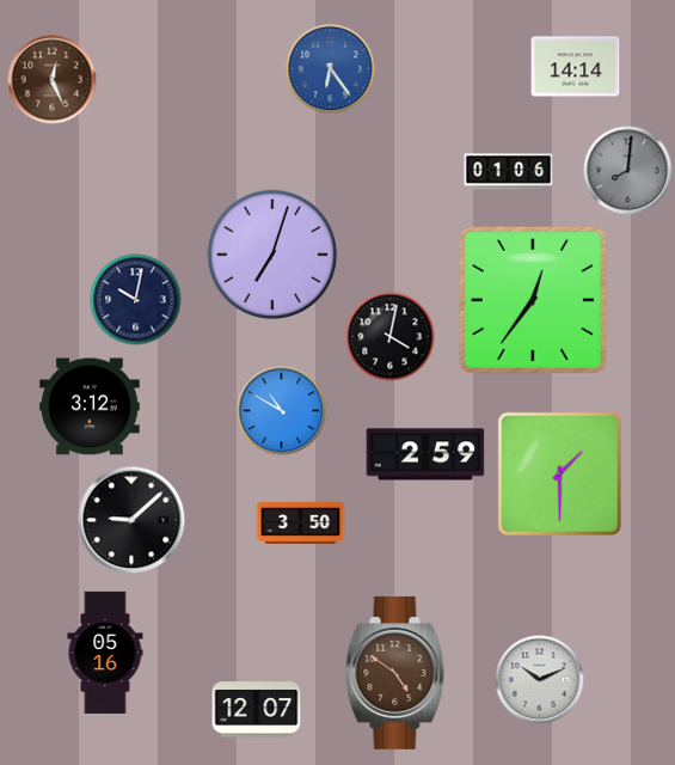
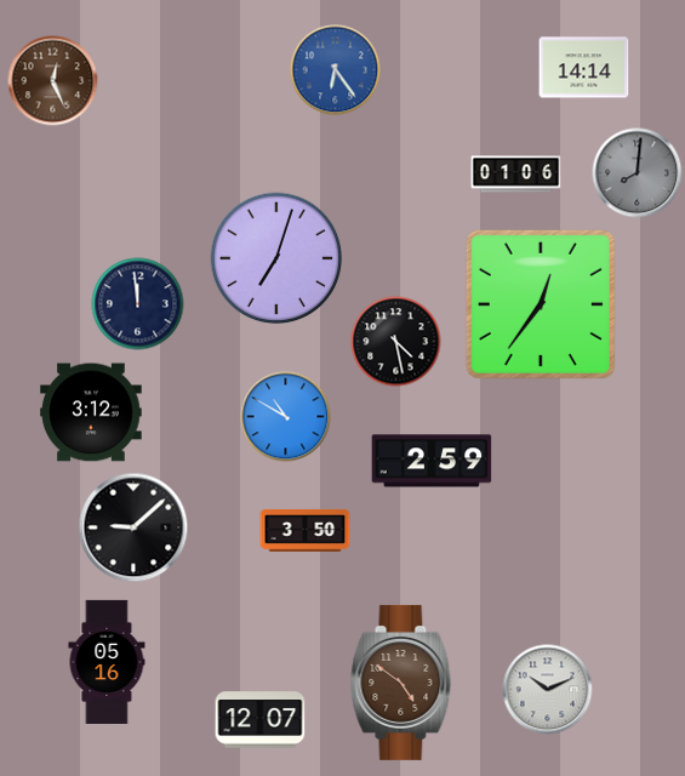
clock at (136, 300): 10:02 -> 11:59
clock at (391, 337): 4:02 -> 4:28
clock at (559, 473): 1:30 -> none
